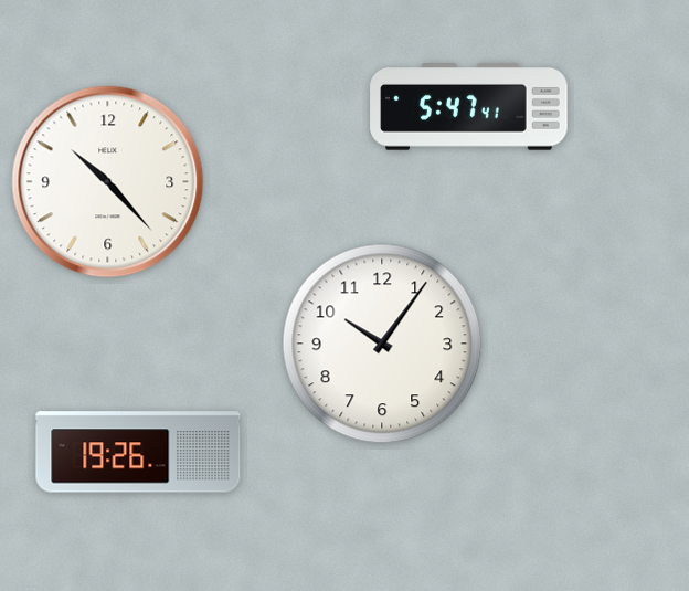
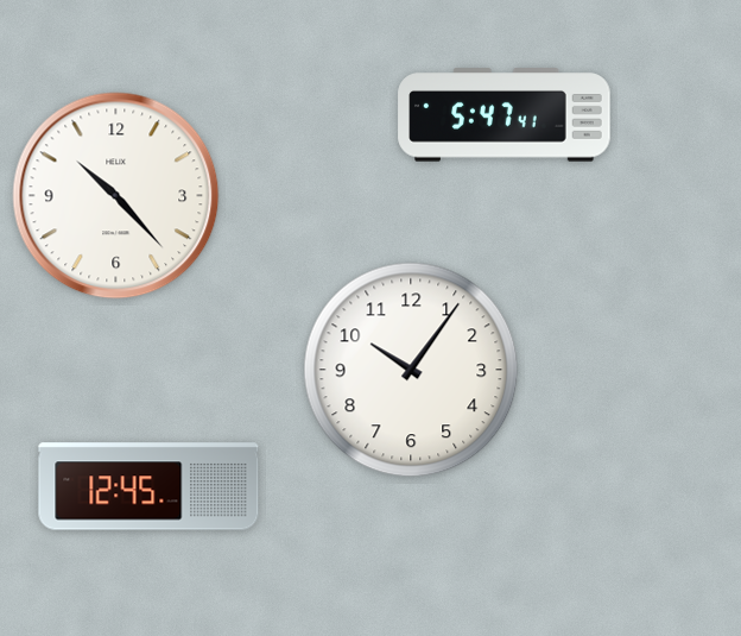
clock at (138, 452): 19:26 -> 12:45
